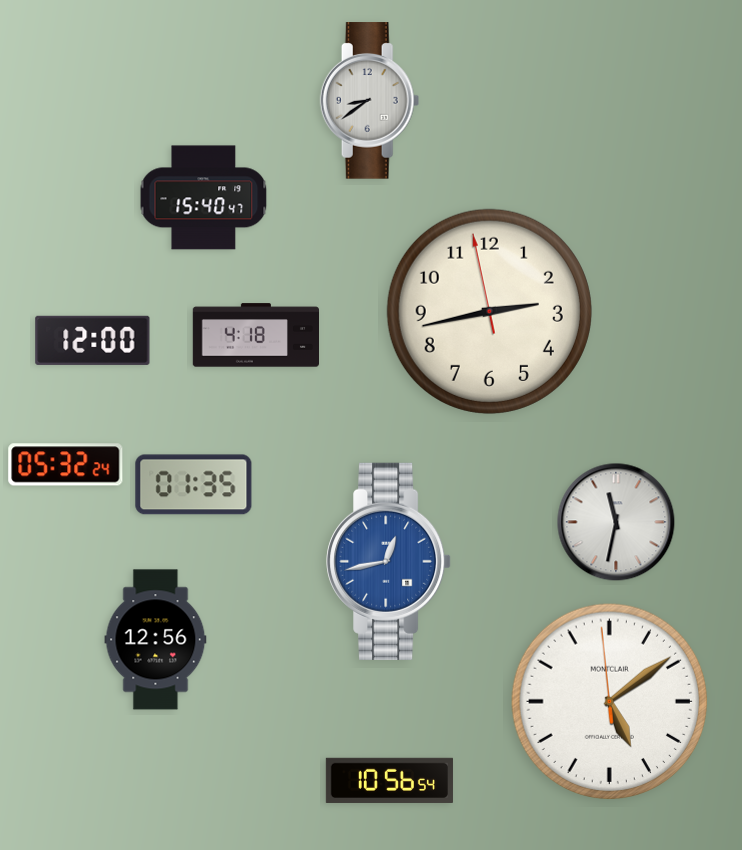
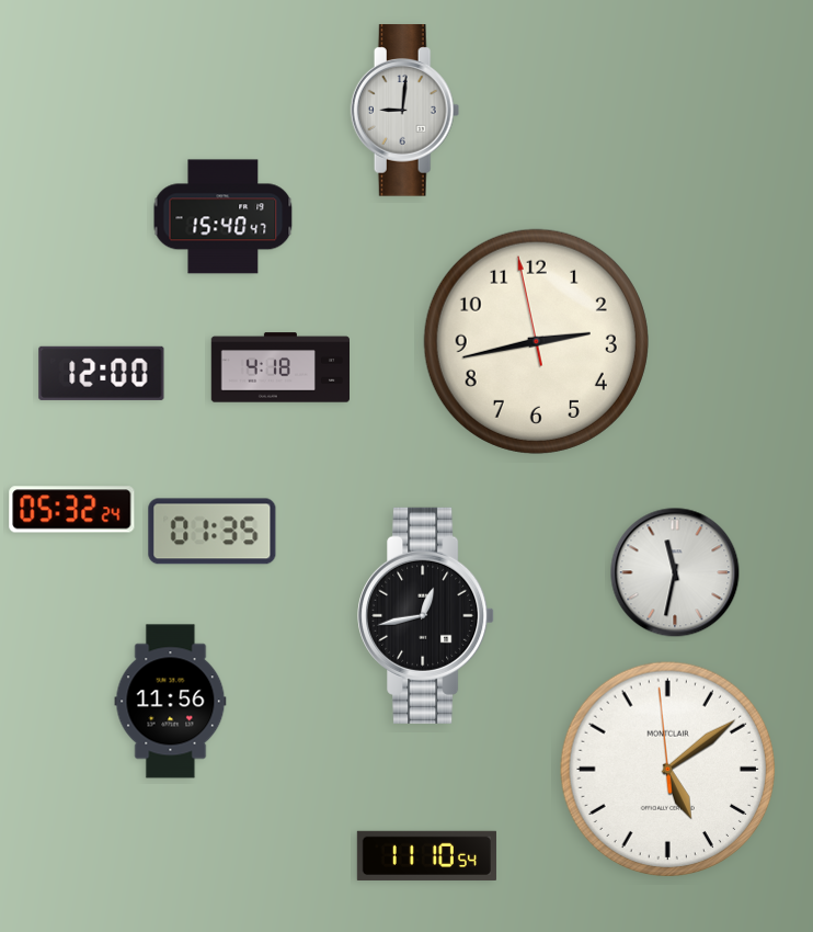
clock at (370, 101): 8:39 -> 9:01
clock at (389, 561) dial: blue -> black
clock at (156, 640): 12:56 -> 11:56
clock at (389, 780): 10:56 -> 11:10
